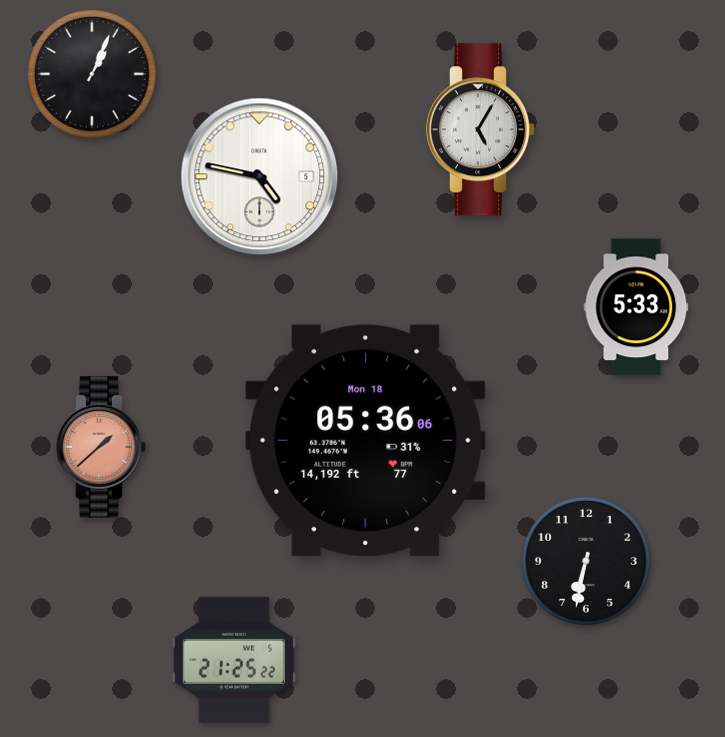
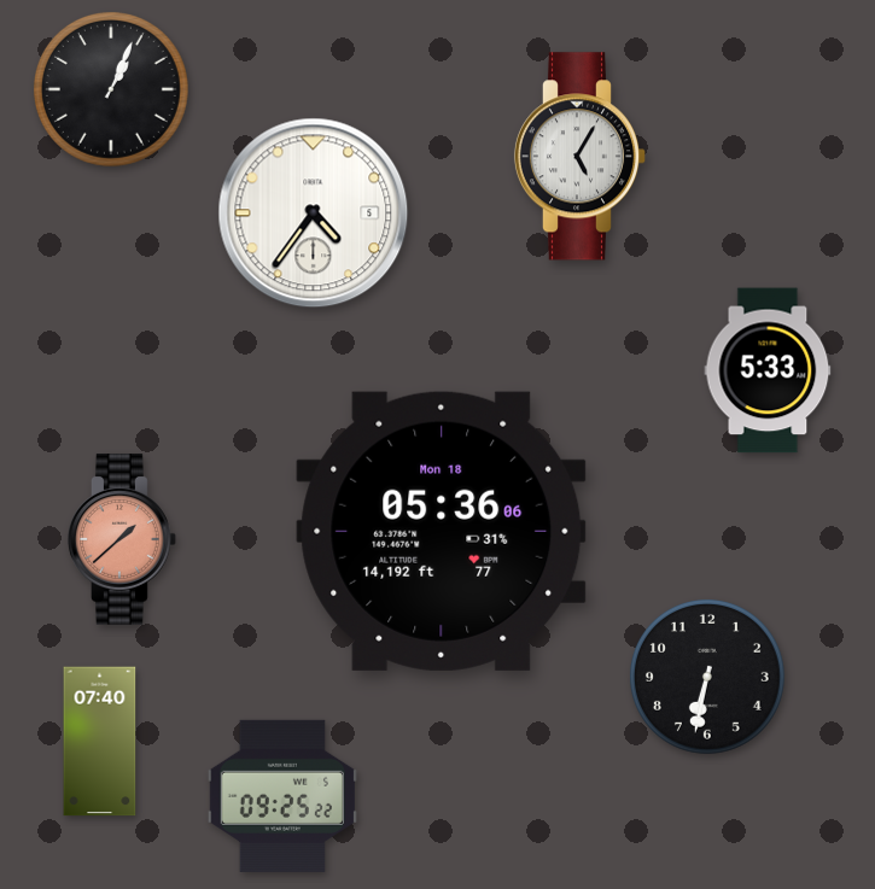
clock at (260, 177): 4:47 -> 4:36
clock at (100, 742): none -> 07:40
clock at (234, 660): 21:25 -> 09:25
